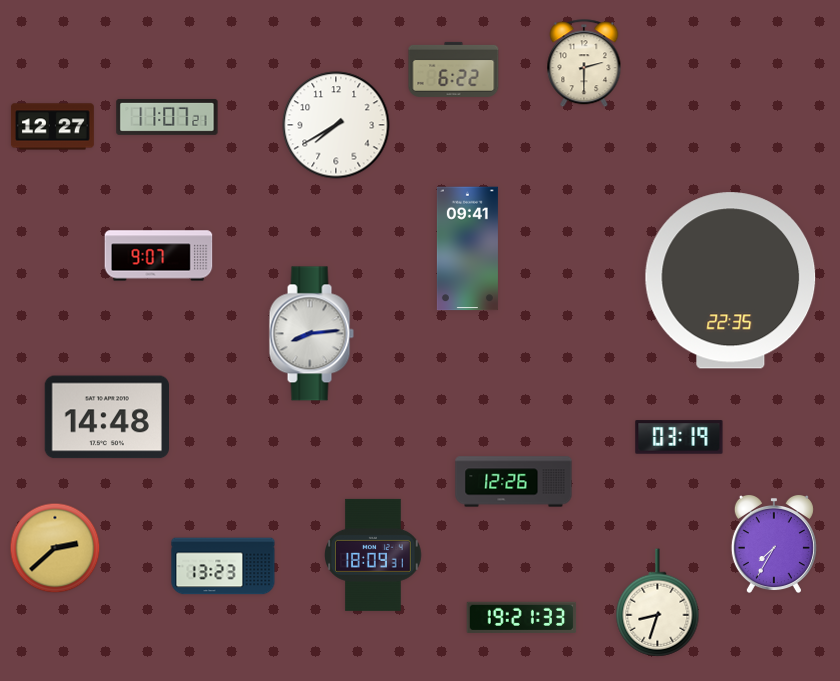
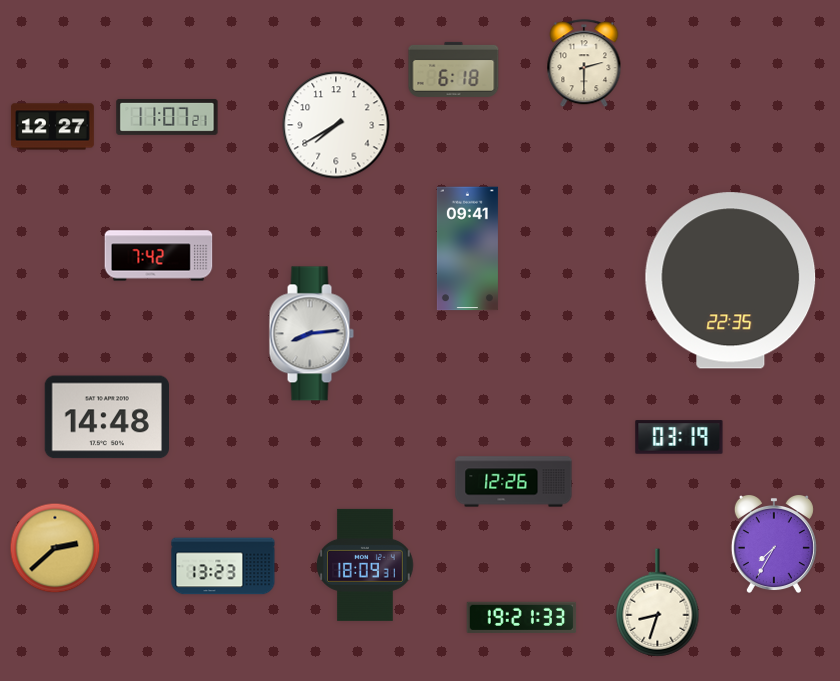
clock at (454, 69): 6:22 -> 6:18
clock at (159, 256): 9:07 -> 7:42
clock at (373, 555) position: (373, 555) -> (365, 565)
